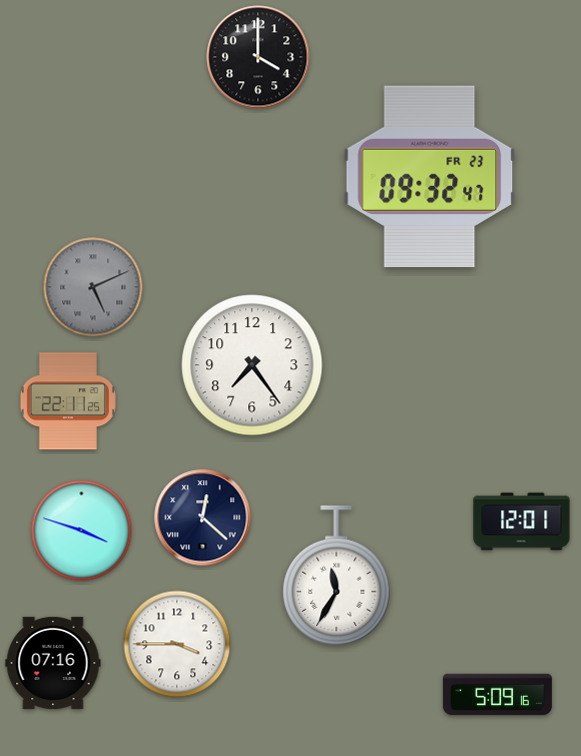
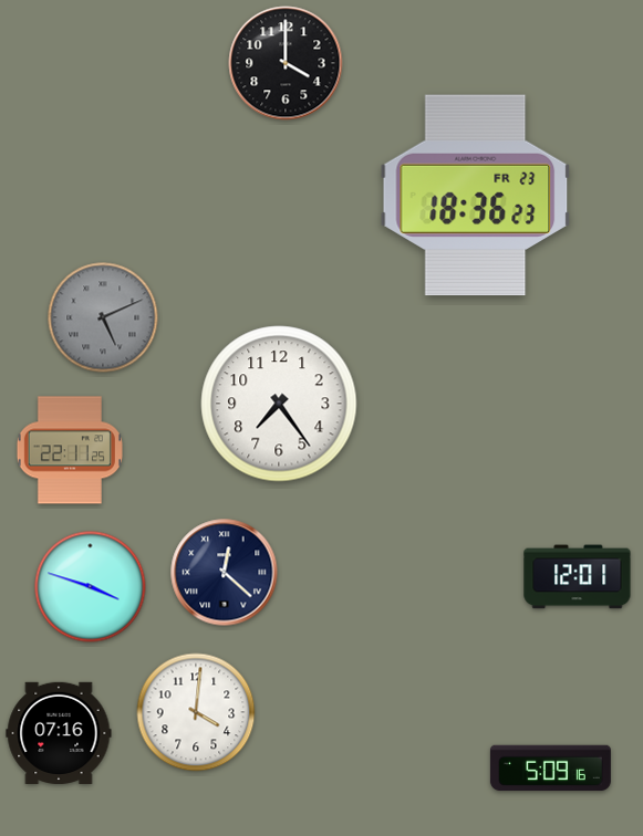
clock at (430, 177): 09:32 -> 18:36
clock at (68, 401) position: (68, 401) -> (70, 450)
clock at (337, 576): 11:35 -> none
clock at (177, 644): 3:45 -> 4:01
